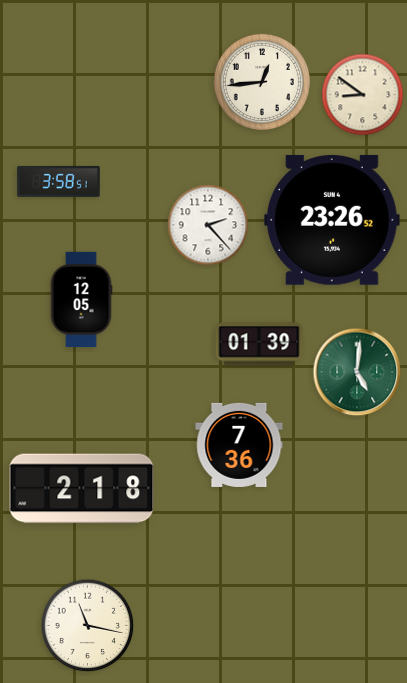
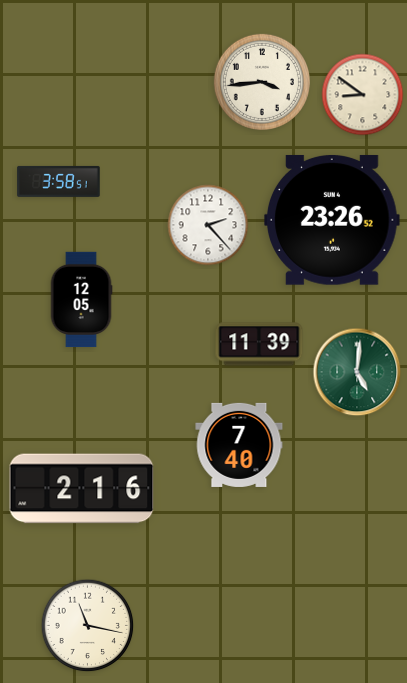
clock at (262, 82): 12:44 -> 3:44
clock at (259, 344): 01:39 -> 11:39
clock at (239, 445): 7:36 -> 7:40
clock at (82, 489): 2:18 -> 2:16
